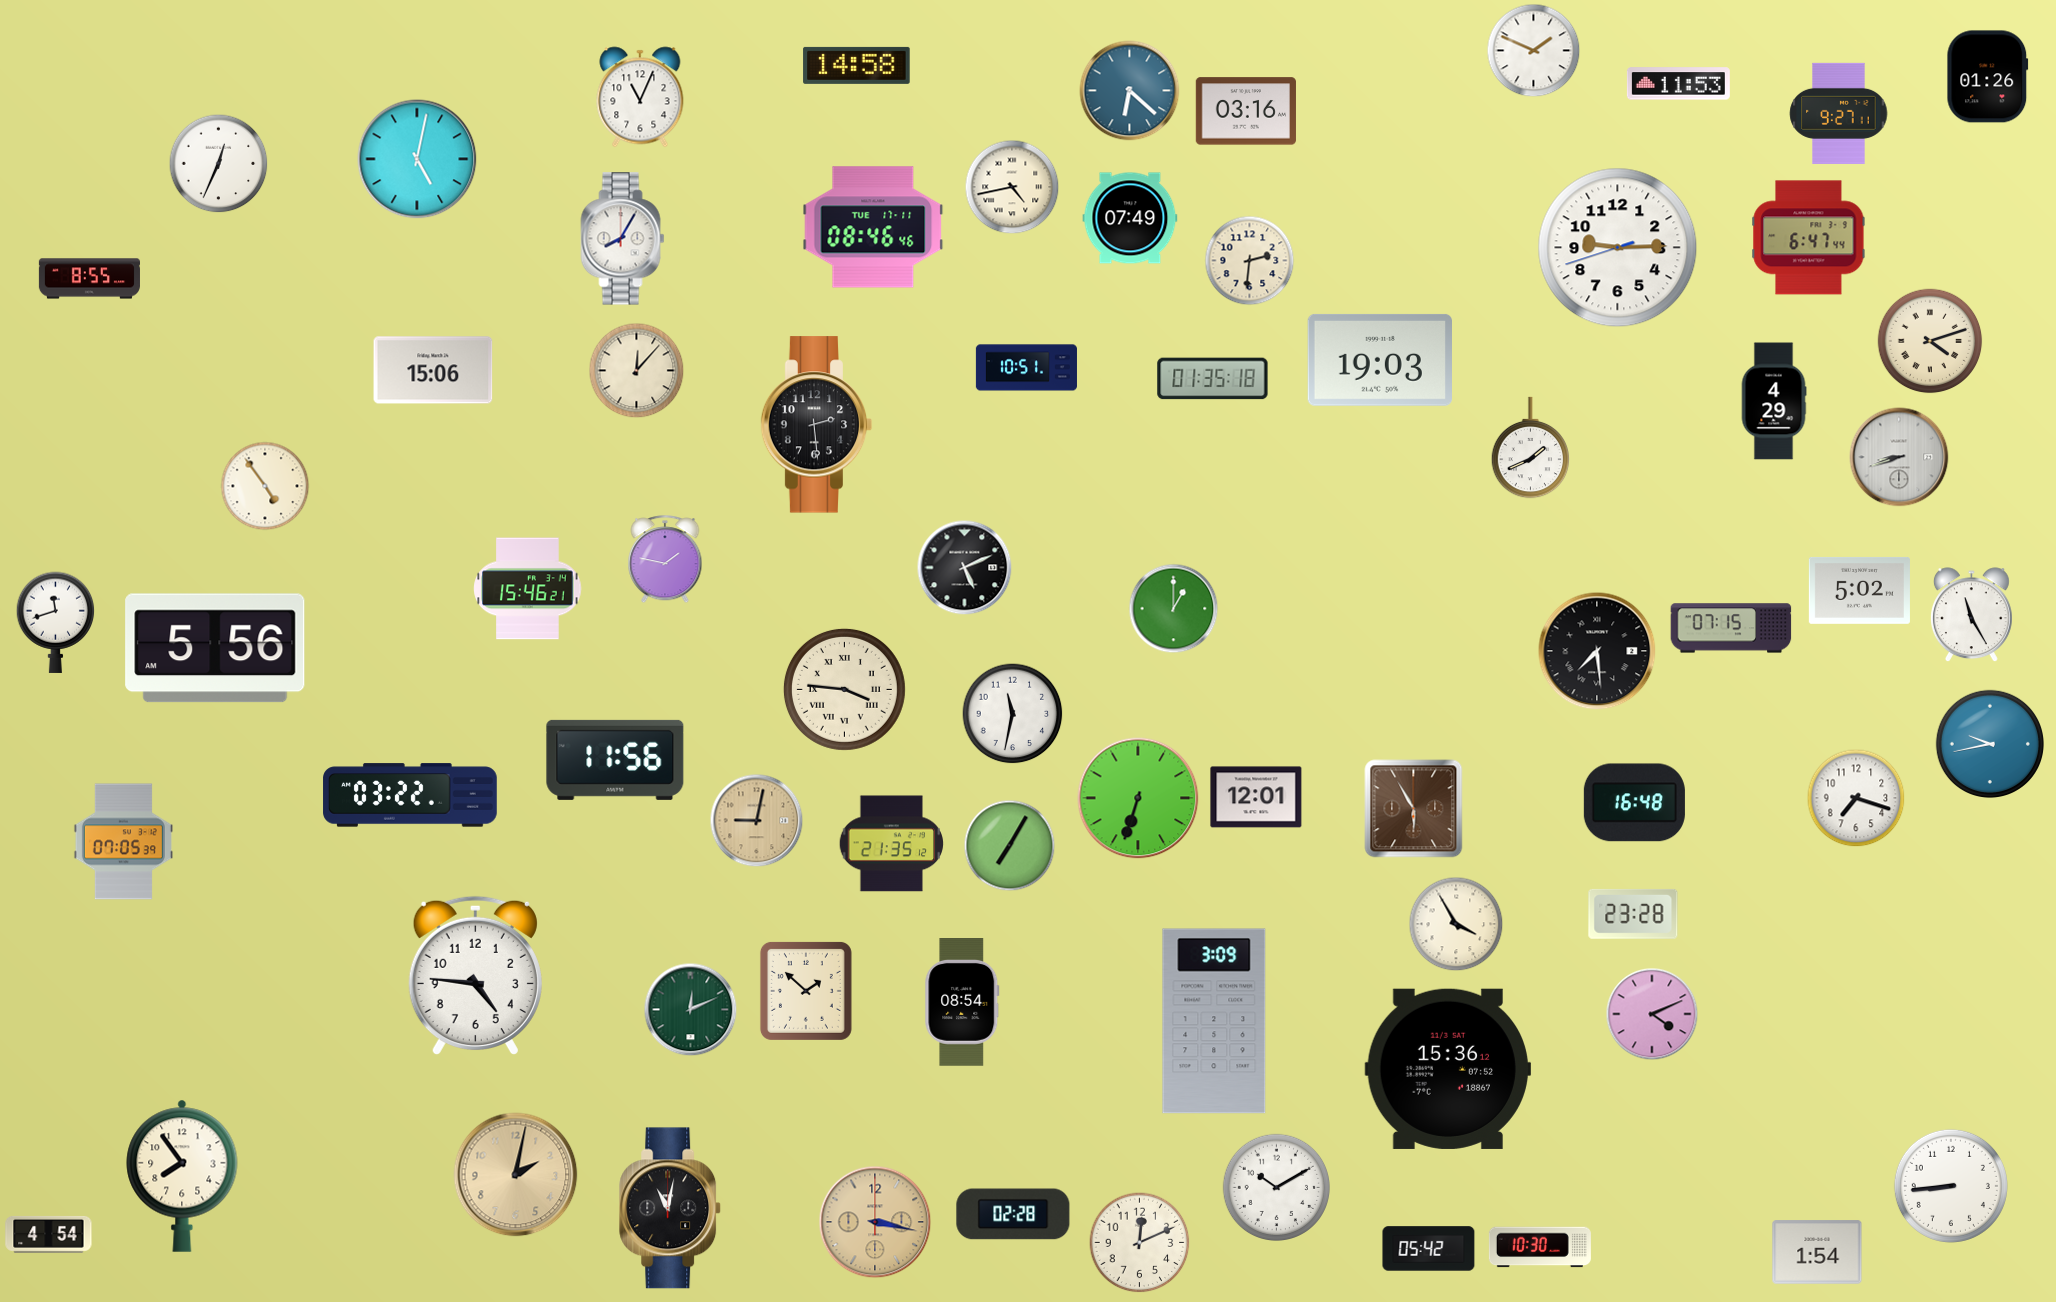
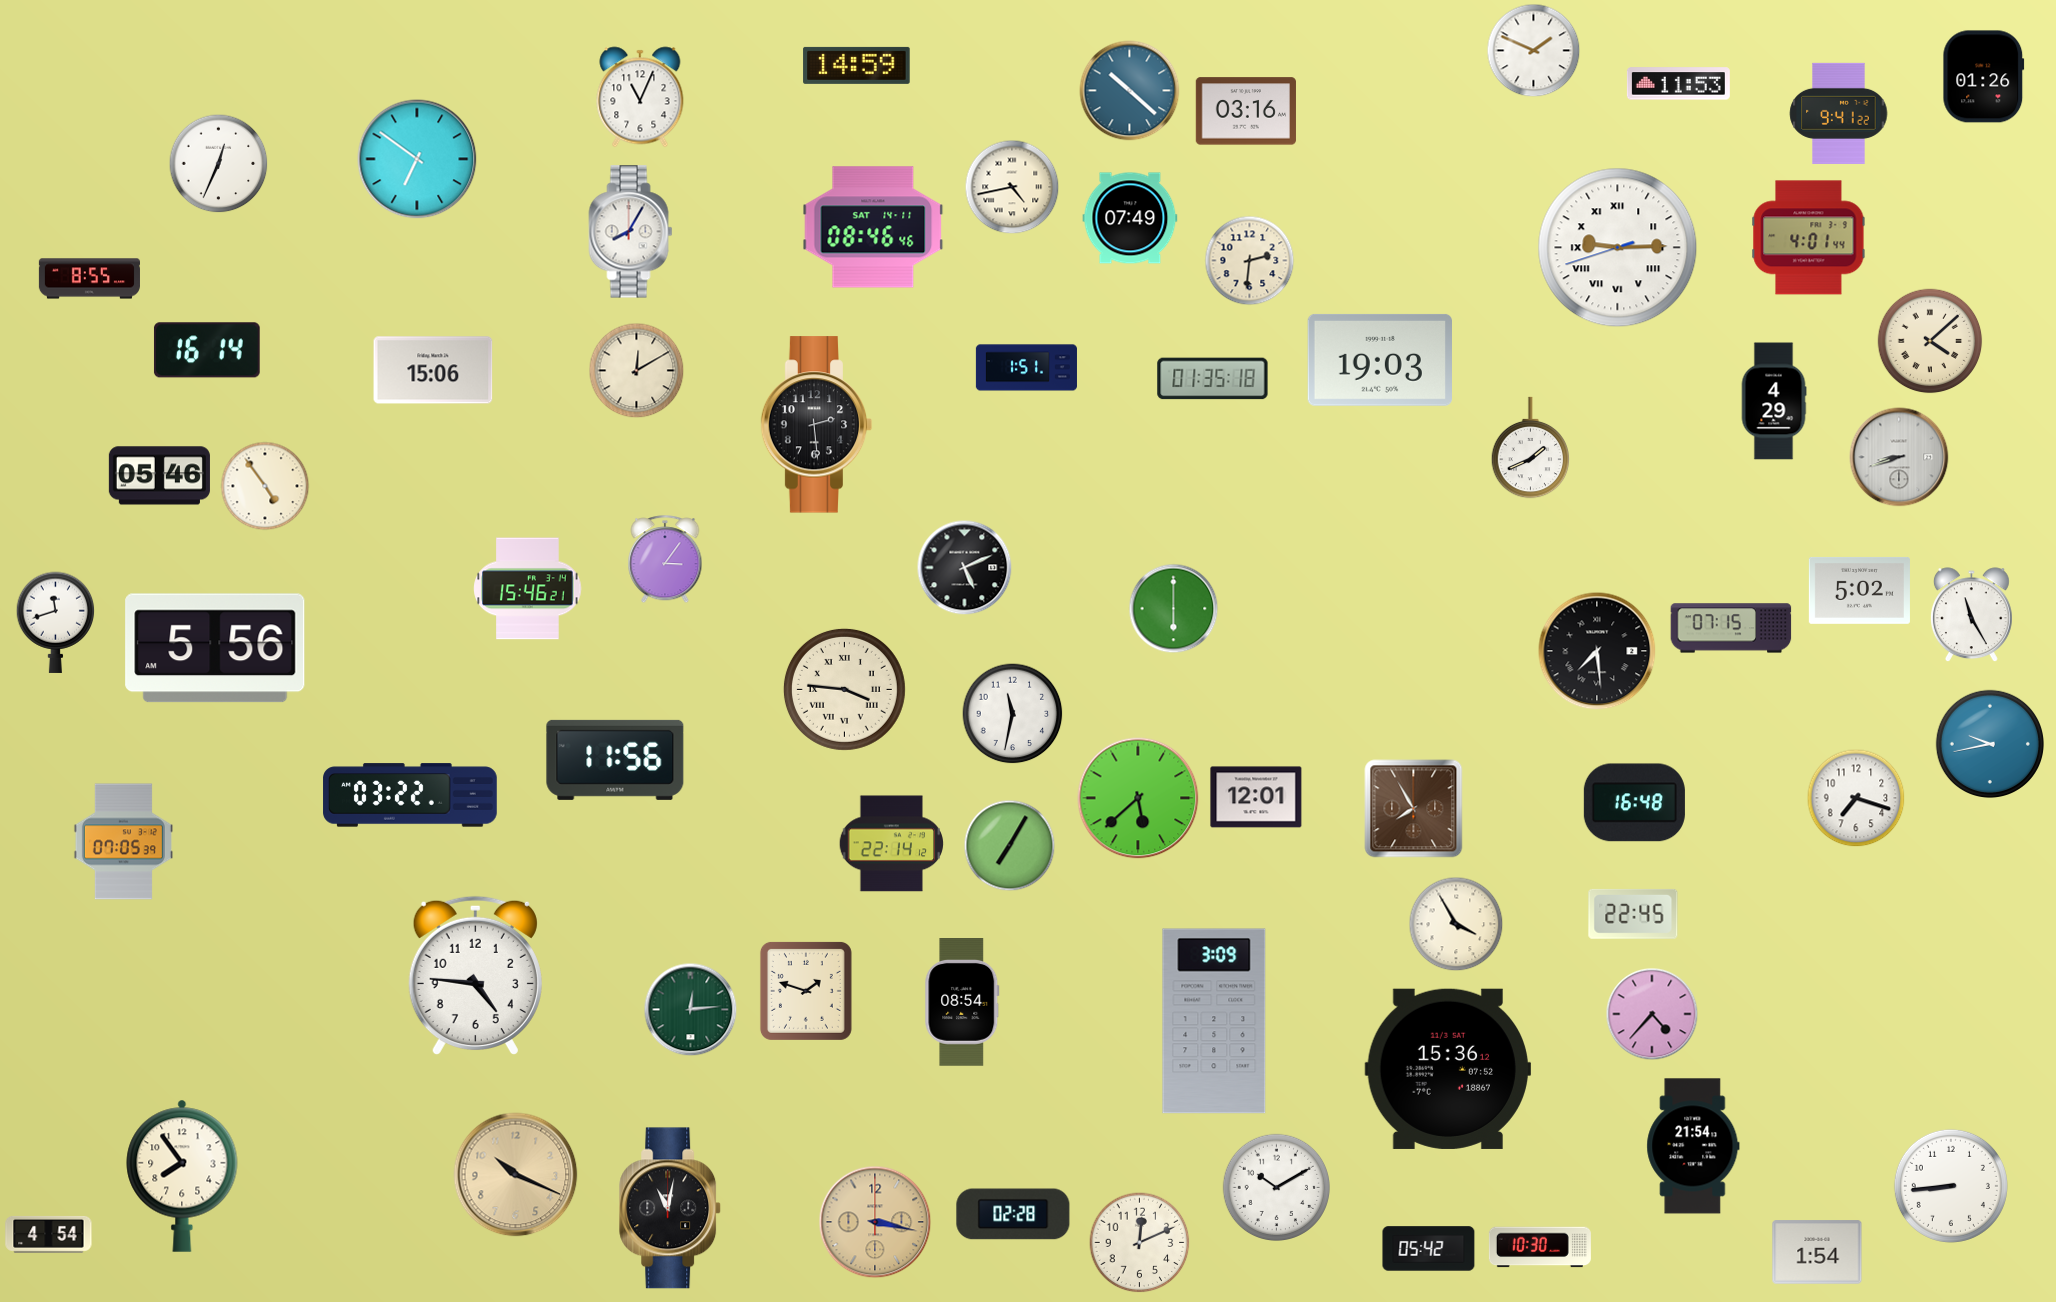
clock at (857, 65): 14:58 -> 14:59
clock at (1988, 77) position: (1988, 77) -> (1984, 77)
clock at (1130, 91): 6:22 -> 10:22
clock at (1839, 113): 9:27 -> 9:41
clock at (417, 159): 5:02 -> 6:51
clock at (873, 227) date: TUE 17-11 -> SAT 14-11
clock at (1809, 238): 6:47 -> 4:01
clock at (623, 239) position: (623, 239) -> (631, 232)
clock at (1618, 248) numerals: Arabic -> Roman
clock at (1930, 341): 4:12 -> 4:08
clock at (207, 350): none -> 16:14
clock at (1026, 368): 10:51 -> 1:51
clock at (637, 371): 12:07 -> 12:10
clock at (159, 476): none -> 05:46
clock at (665, 560): 1:47 -> 3:06
clock at (1174, 609): 1:00 -> 6:00
clock at (1138, 798): 6:33 -> 5:38
clock at (1414, 809): 5:55 -> 7:55
clock at (757, 821): 9:02 -> none
clock at (892, 844): 21:35 -> 22:14
clock at (1633, 914): 23:28 -> 22:45
clock at (806, 991): 1:52 -> 1:48
clock at (691, 1010): 12:11 -> 12:14
clock at (1652, 1014): 4:11 -> 4:37
clock at (1693, 1146): none -> 21:54
clock at (516, 1175): 2:02 -> 10:19
